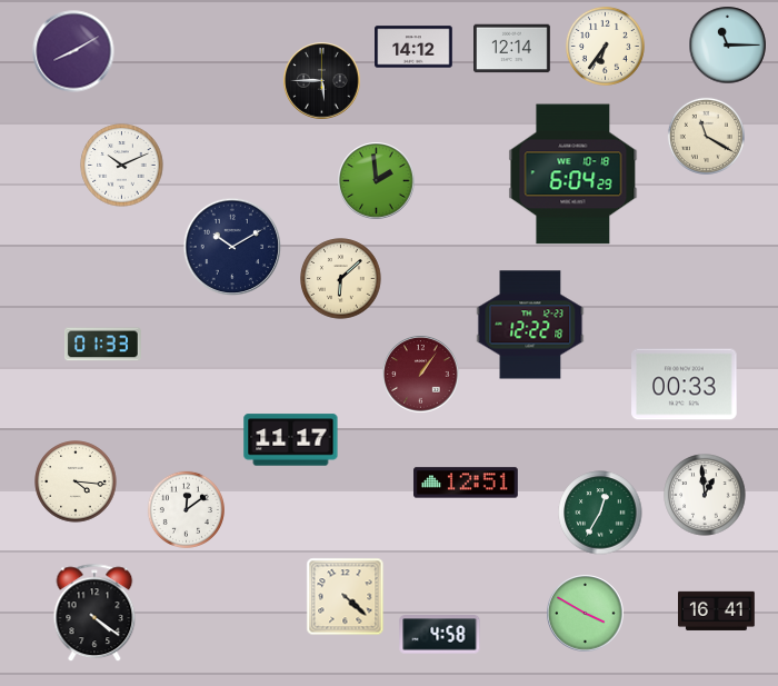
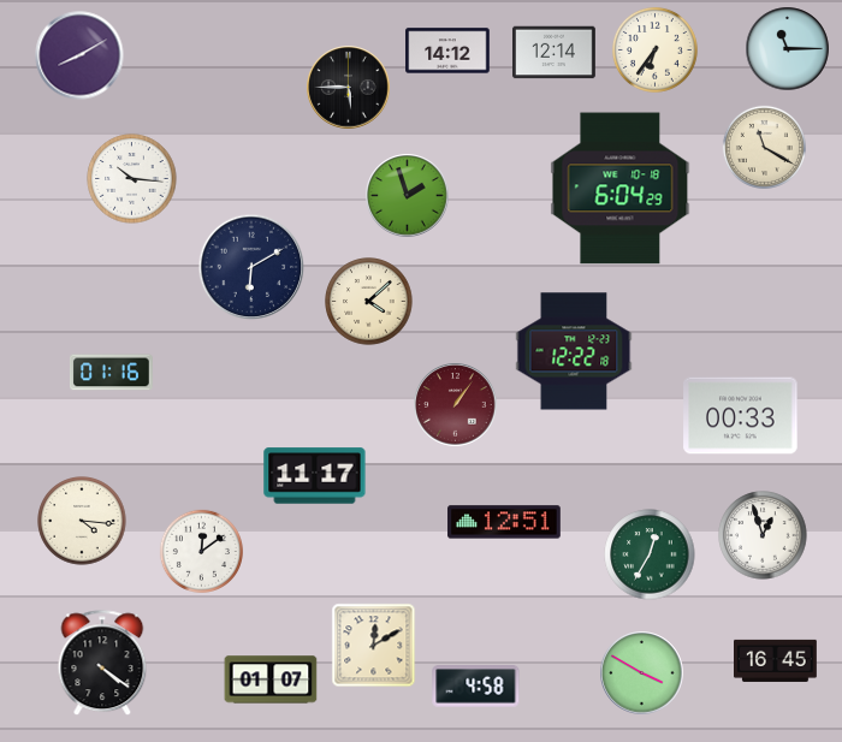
clock at (122, 166): 10:11 -> 10:16
clock at (377, 181): 1:59 -> 1:57
clock at (232, 247): 10:10 -> 6:10
clock at (341, 279): 6:08 -> 4:08
clock at (102, 345): 01:33 -> 01:16
clock at (705, 495): 12:59 -> 12:57
clock at (346, 597): 4:22 -> 12:10
clock at (717, 610): 16:41 -> 16:45
clock at (586, 614) position: (586, 614) -> (642, 673)
clock at (271, 679): none -> 01:07
